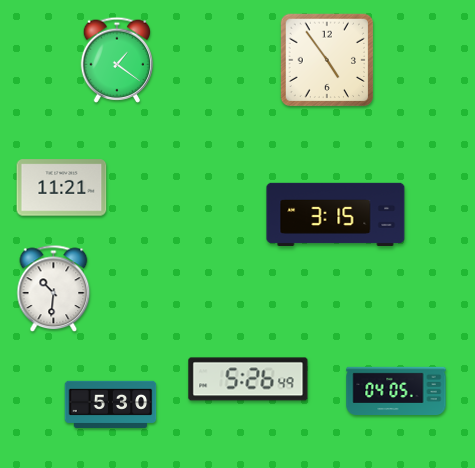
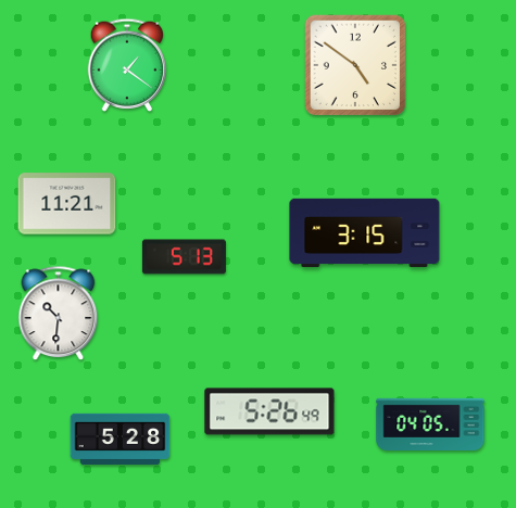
clock at (327, 60): 4:54 -> 4:51
clock at (184, 257): none -> 5:13
clock at (111, 404): 5:30 -> 5:28
